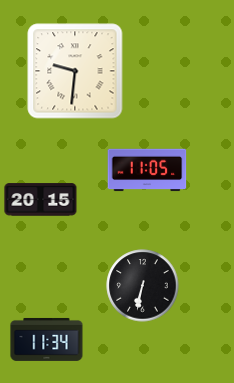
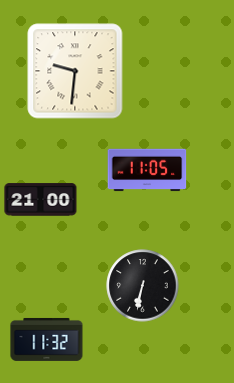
clock at (41, 200): 20:15 -> 21:00
clock at (47, 339): 11:34 -> 11:32
